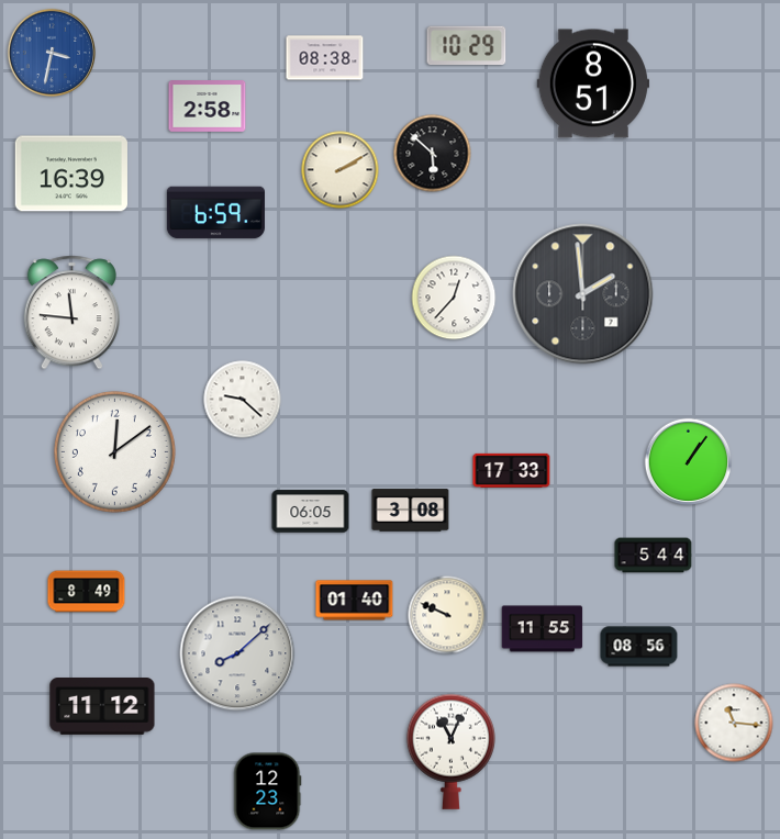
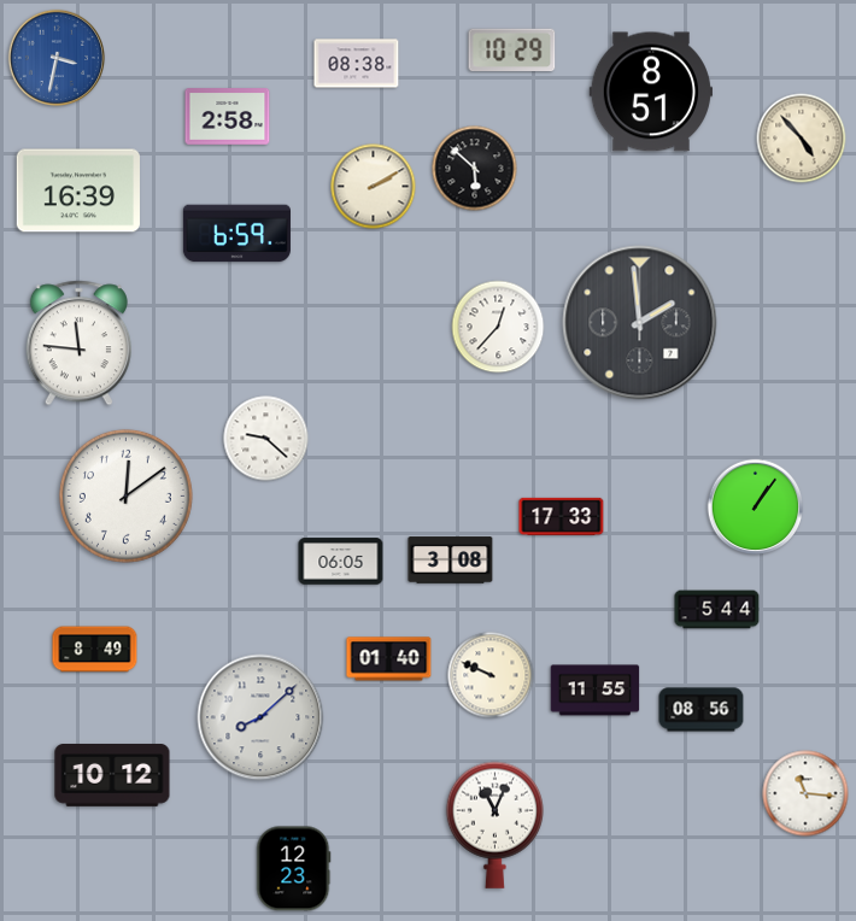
clock at (802, 139): none -> 4:53
clock at (102, 707): 11:12 -> 10:12
